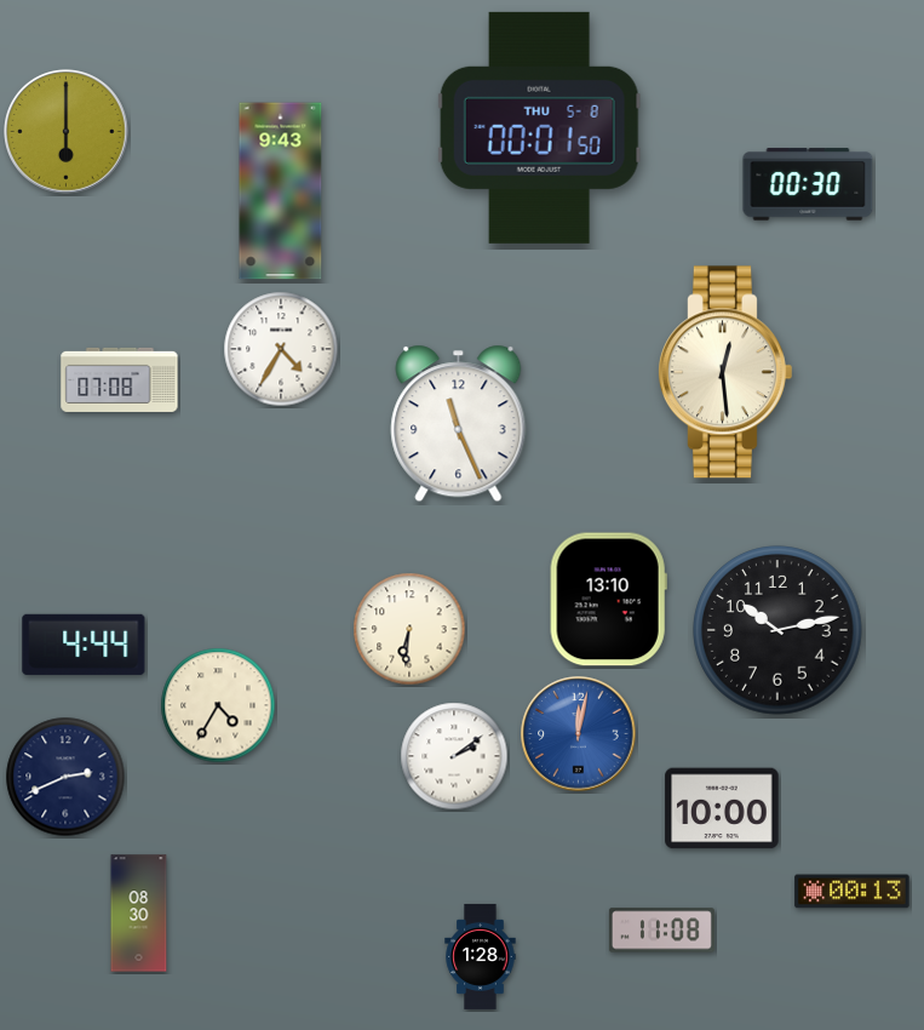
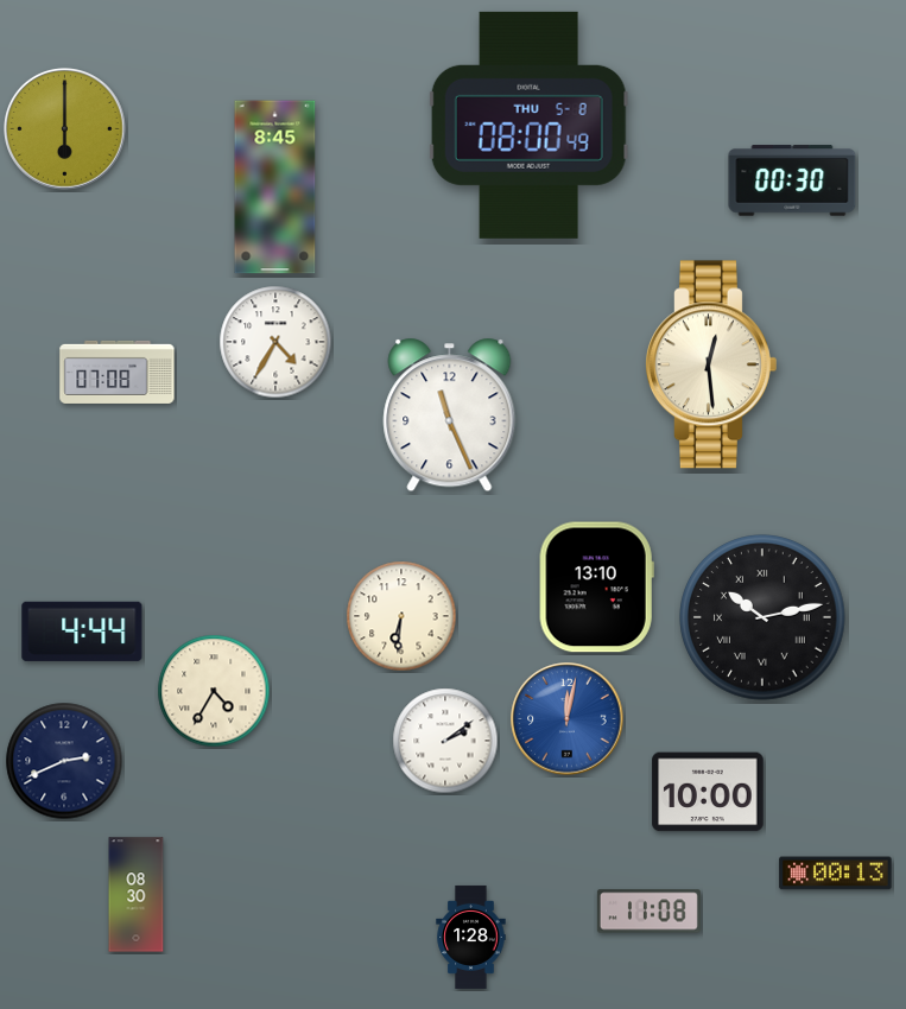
clock at (539, 127): 00:01 -> 08:00
clock at (281, 191): 9:43 -> 8:45
clock at (777, 630) numerals: Arabic -> Roman
